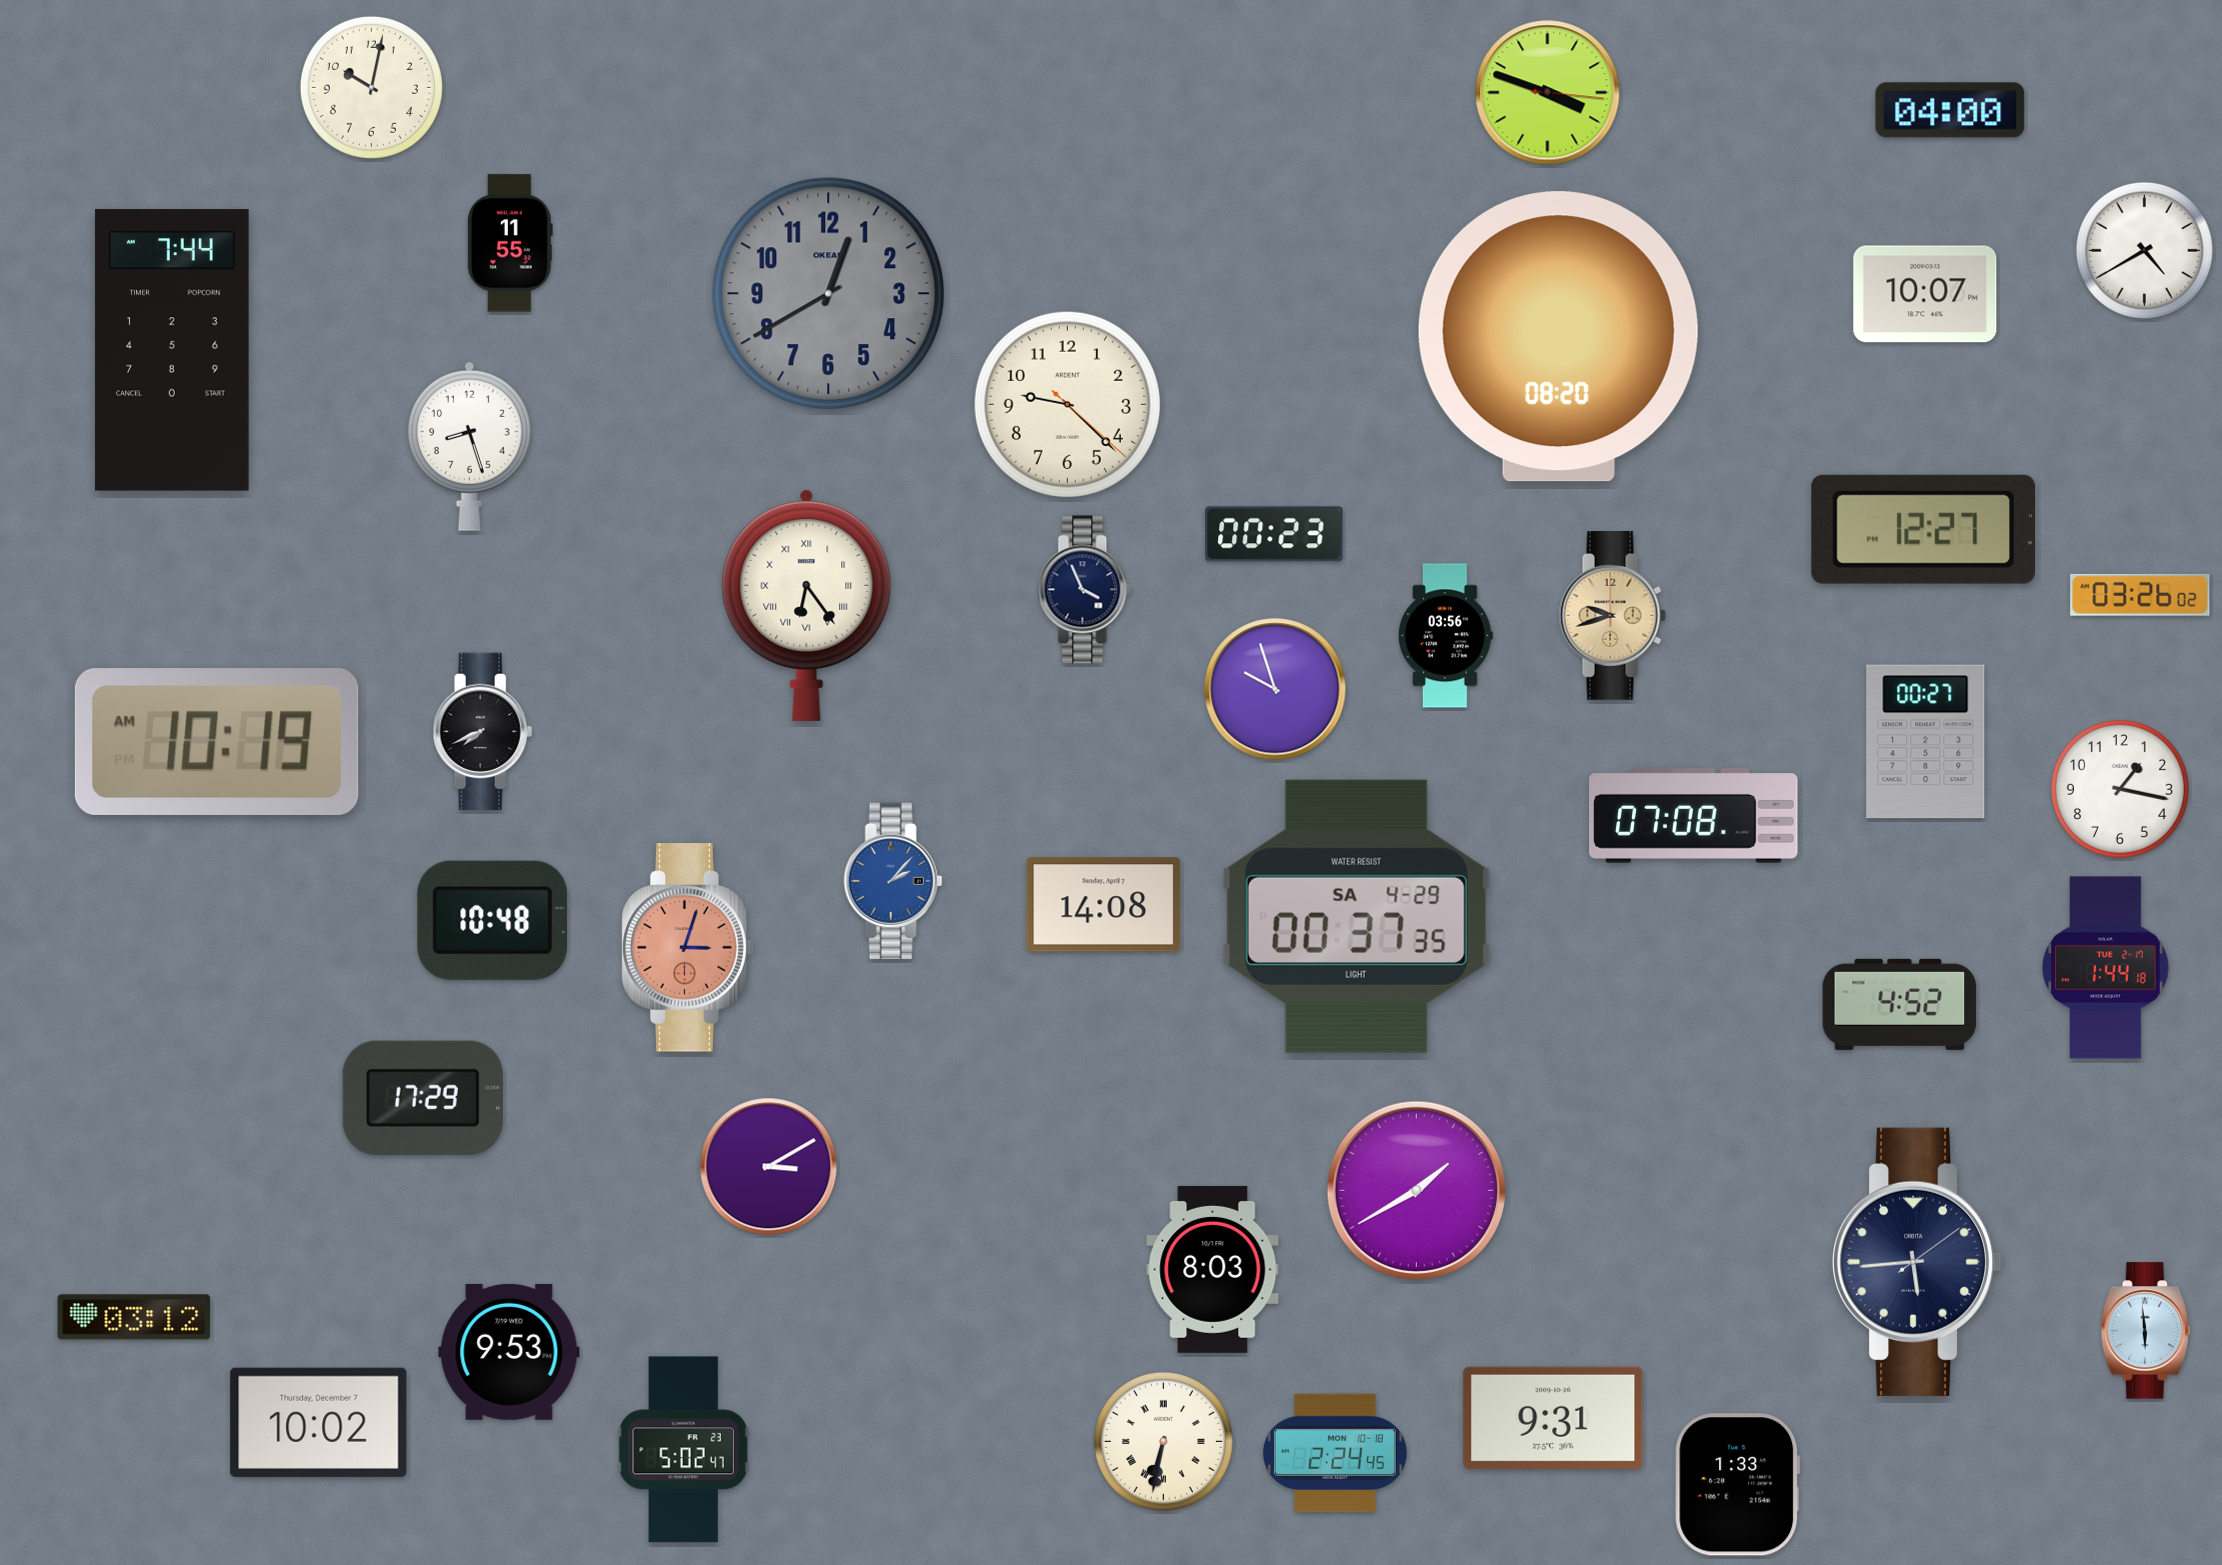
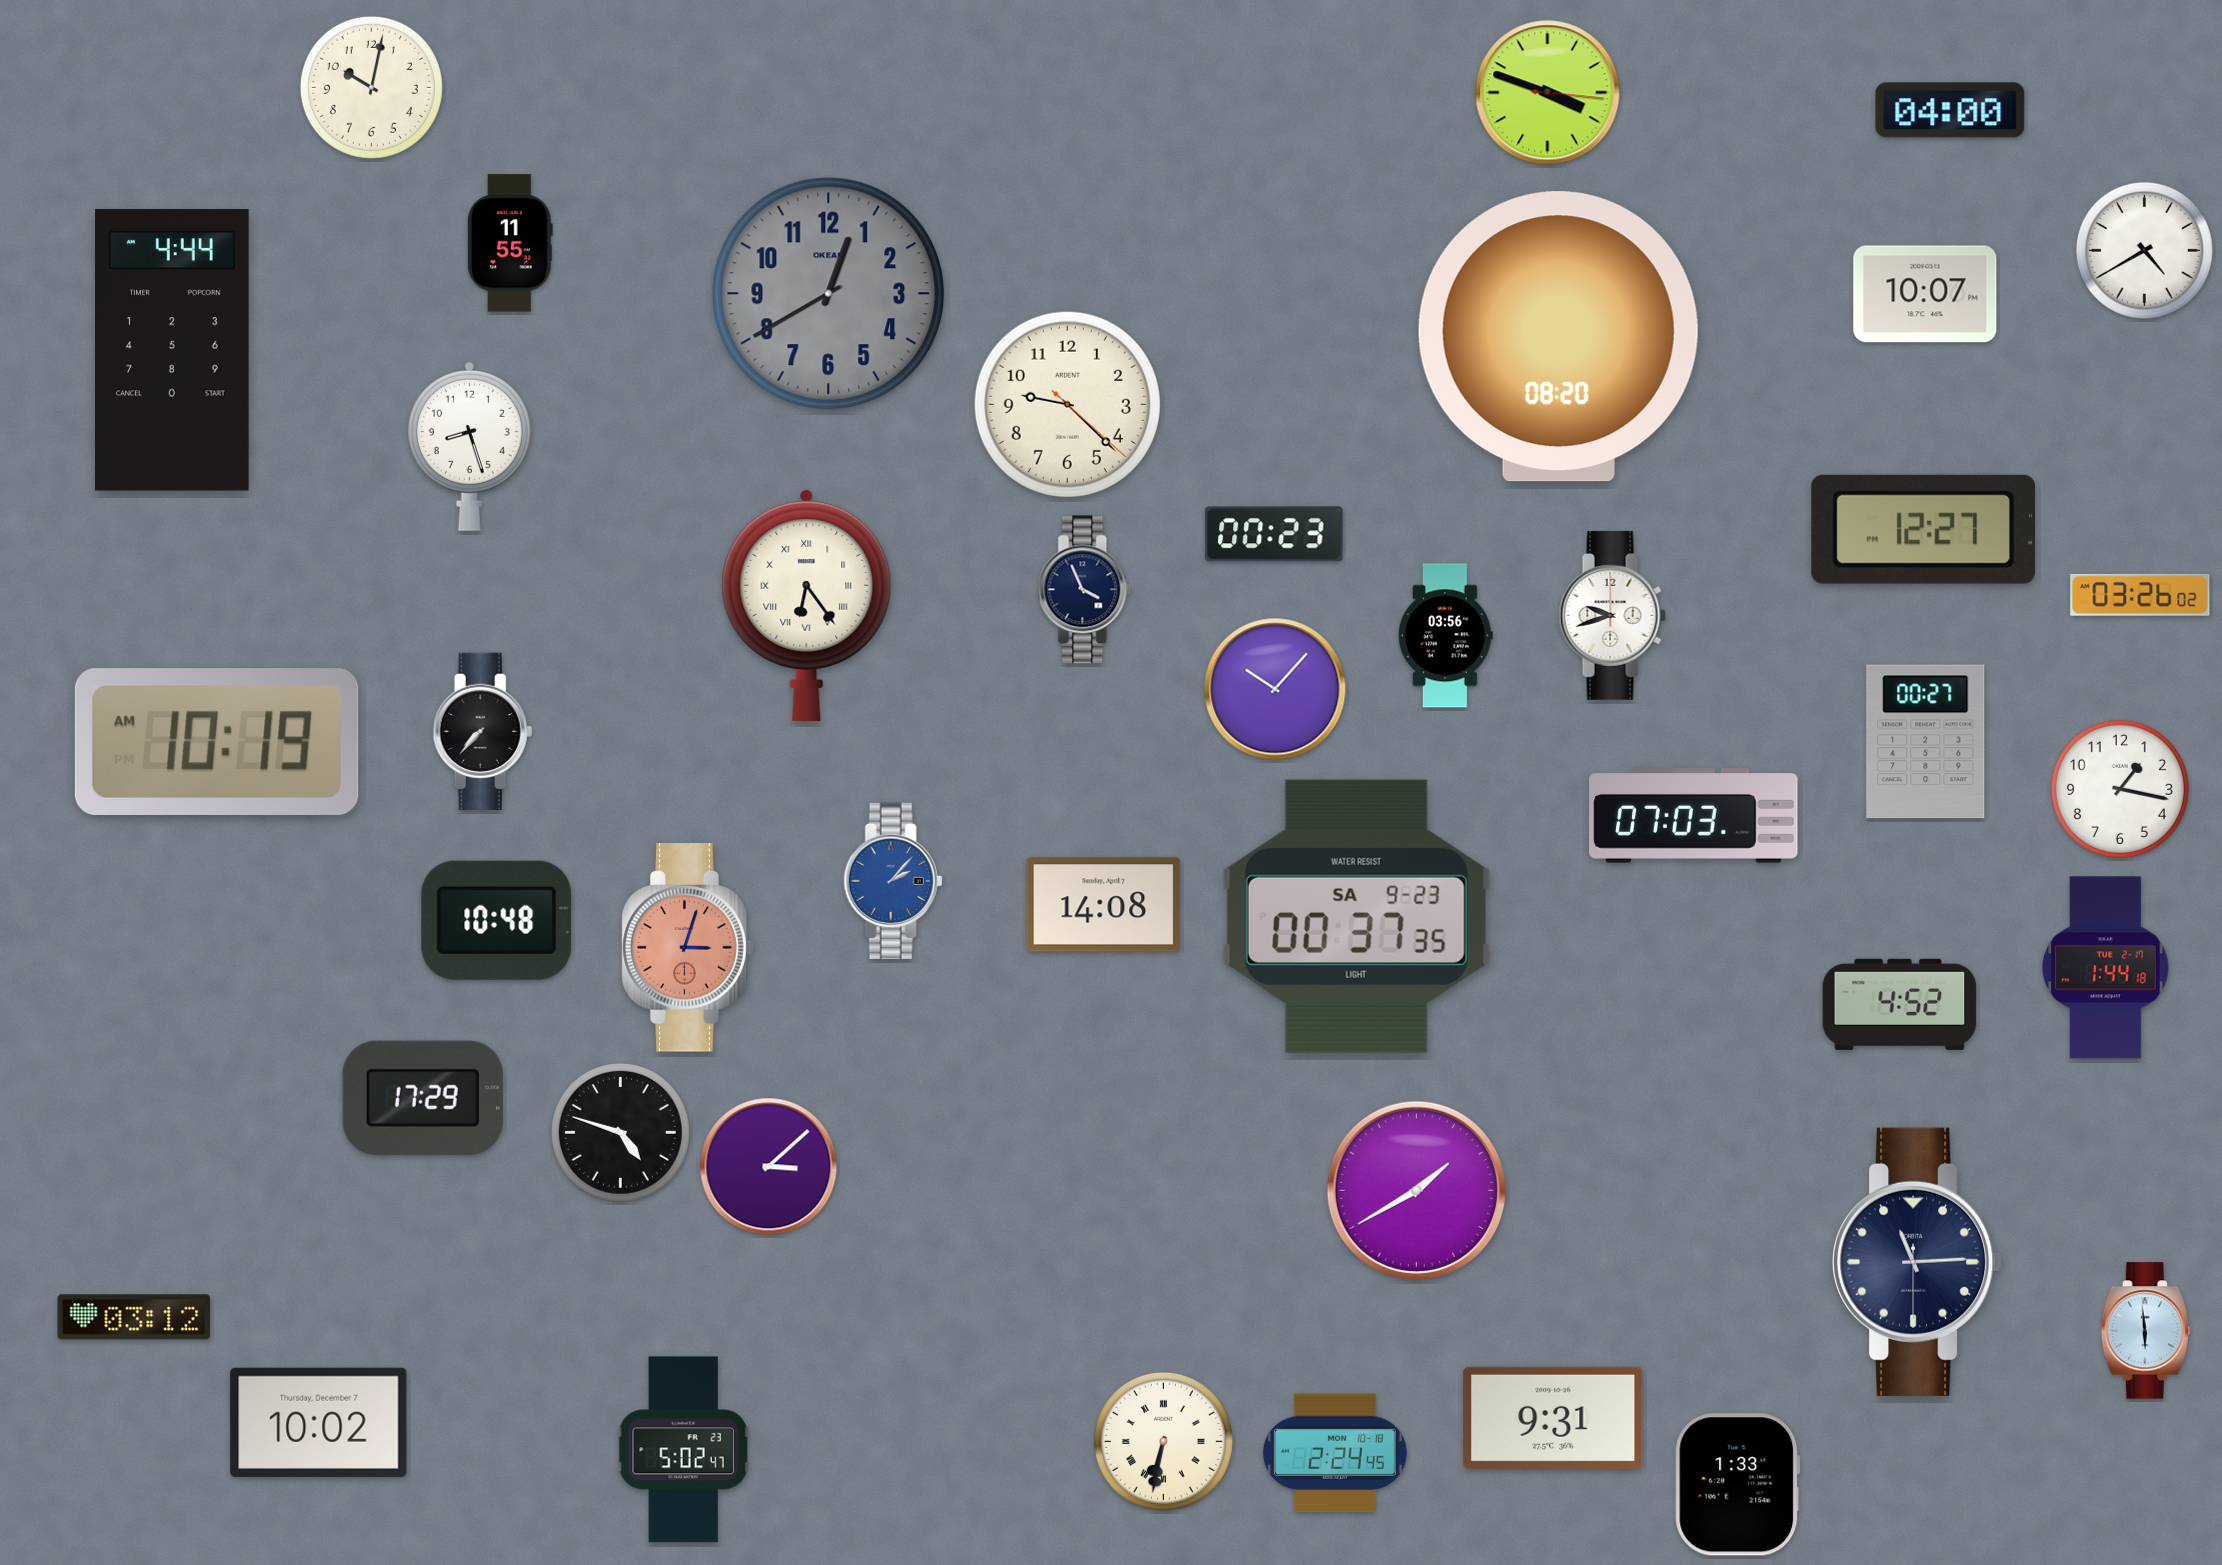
clock at (172, 350): 7:44 -> 4:44
clock at (1612, 616) dial: champagne -> white
clock at (1275, 689): 9:57 -> 10:07
clock at (483, 731): 7:41 -> 7:37
clock at (1694, 816): 07:08 -> 07:03
clock at (1356, 916) date: SA 4-29 -> SA 9-23
clock at (493, 920) position: (493, 920) -> (497, 920)
clock at (620, 1132): none -> 4:48
clock at (769, 1167): 3:10 -> 3:08
clock at (1918, 1262): 5:44 -> 11:14
clock at (1213, 1269): 8:03 -> none
clock at (509, 1352): 9:53 -> none
